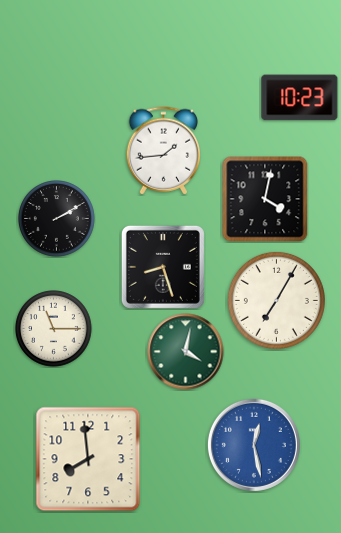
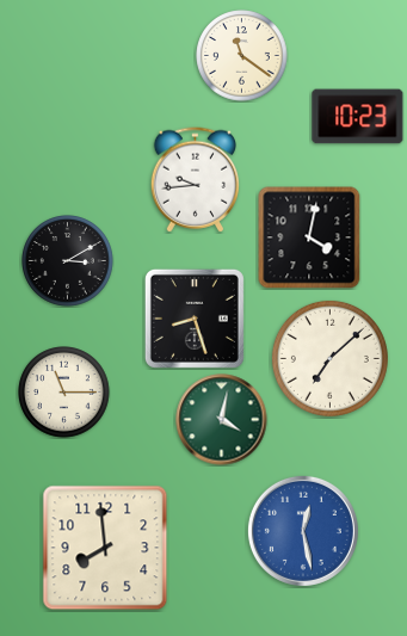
clock at (242, 56): none -> 11:21
clock at (164, 151): 1:44 -> 9:44
clock at (265, 199) position: (265, 199) -> (309, 237)
clock at (57, 219): 2:10 -> 3:10
clock at (276, 300): 7:05 -> 7:08
